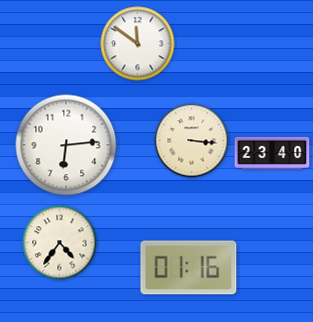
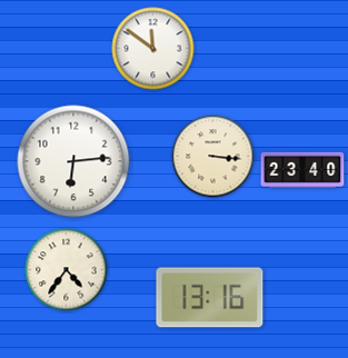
clock at (189, 268): 01:16 -> 13:16
